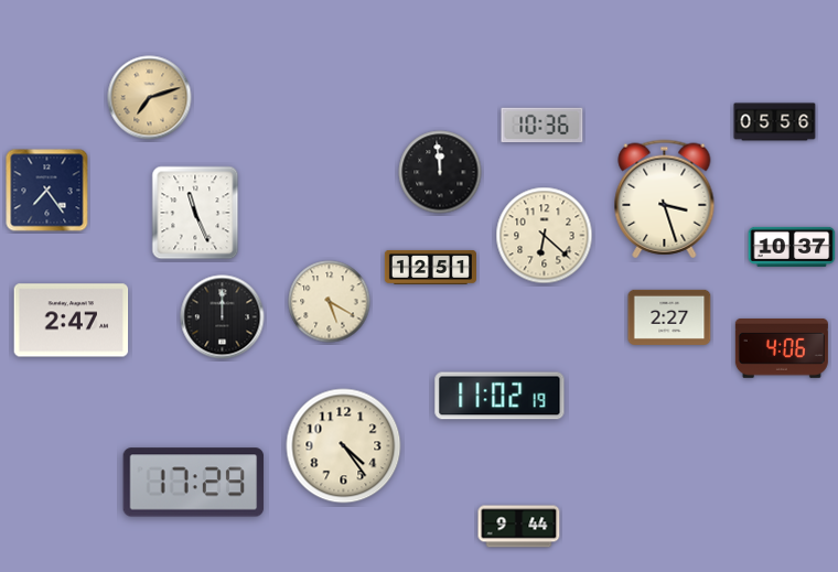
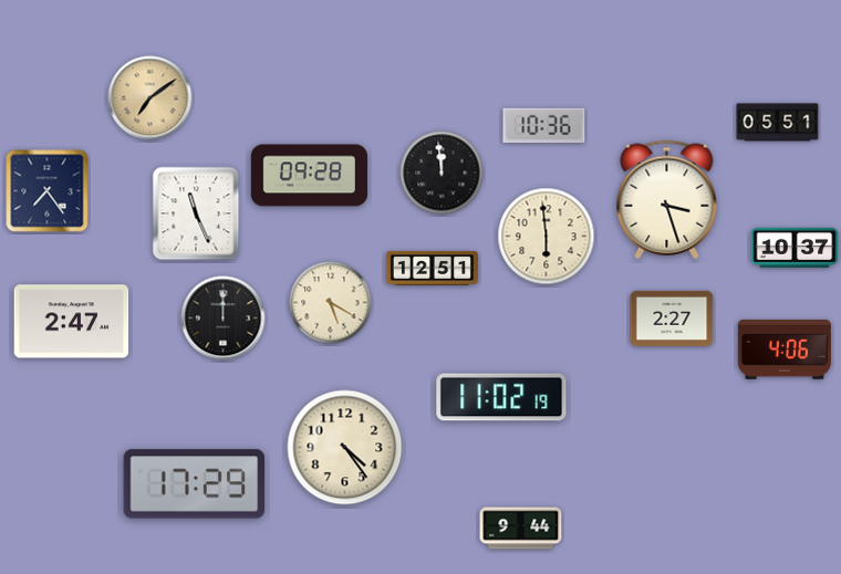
clock at (150, 98): 7:12 -> 7:09
clock at (775, 122): 05:56 -> 05:51
clock at (310, 176): none -> 09:28
clock at (545, 236): 6:22 -> 5:59
